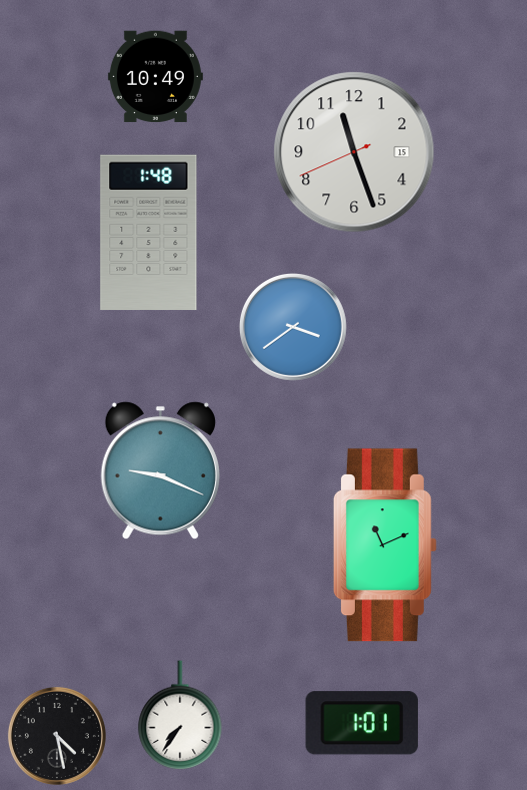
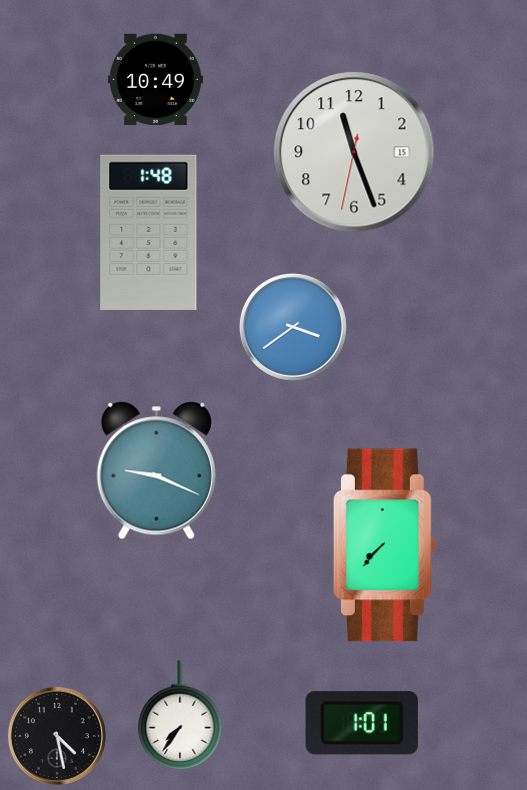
clock at (155, 77) position: (155, 77) -> (155, 80)
clock at (354, 152): 11:26:41 -> 11:26:32
clock at (160, 471) position: (160, 471) -> (156, 471)
clock at (385, 545): 11:11 -> 7:37
